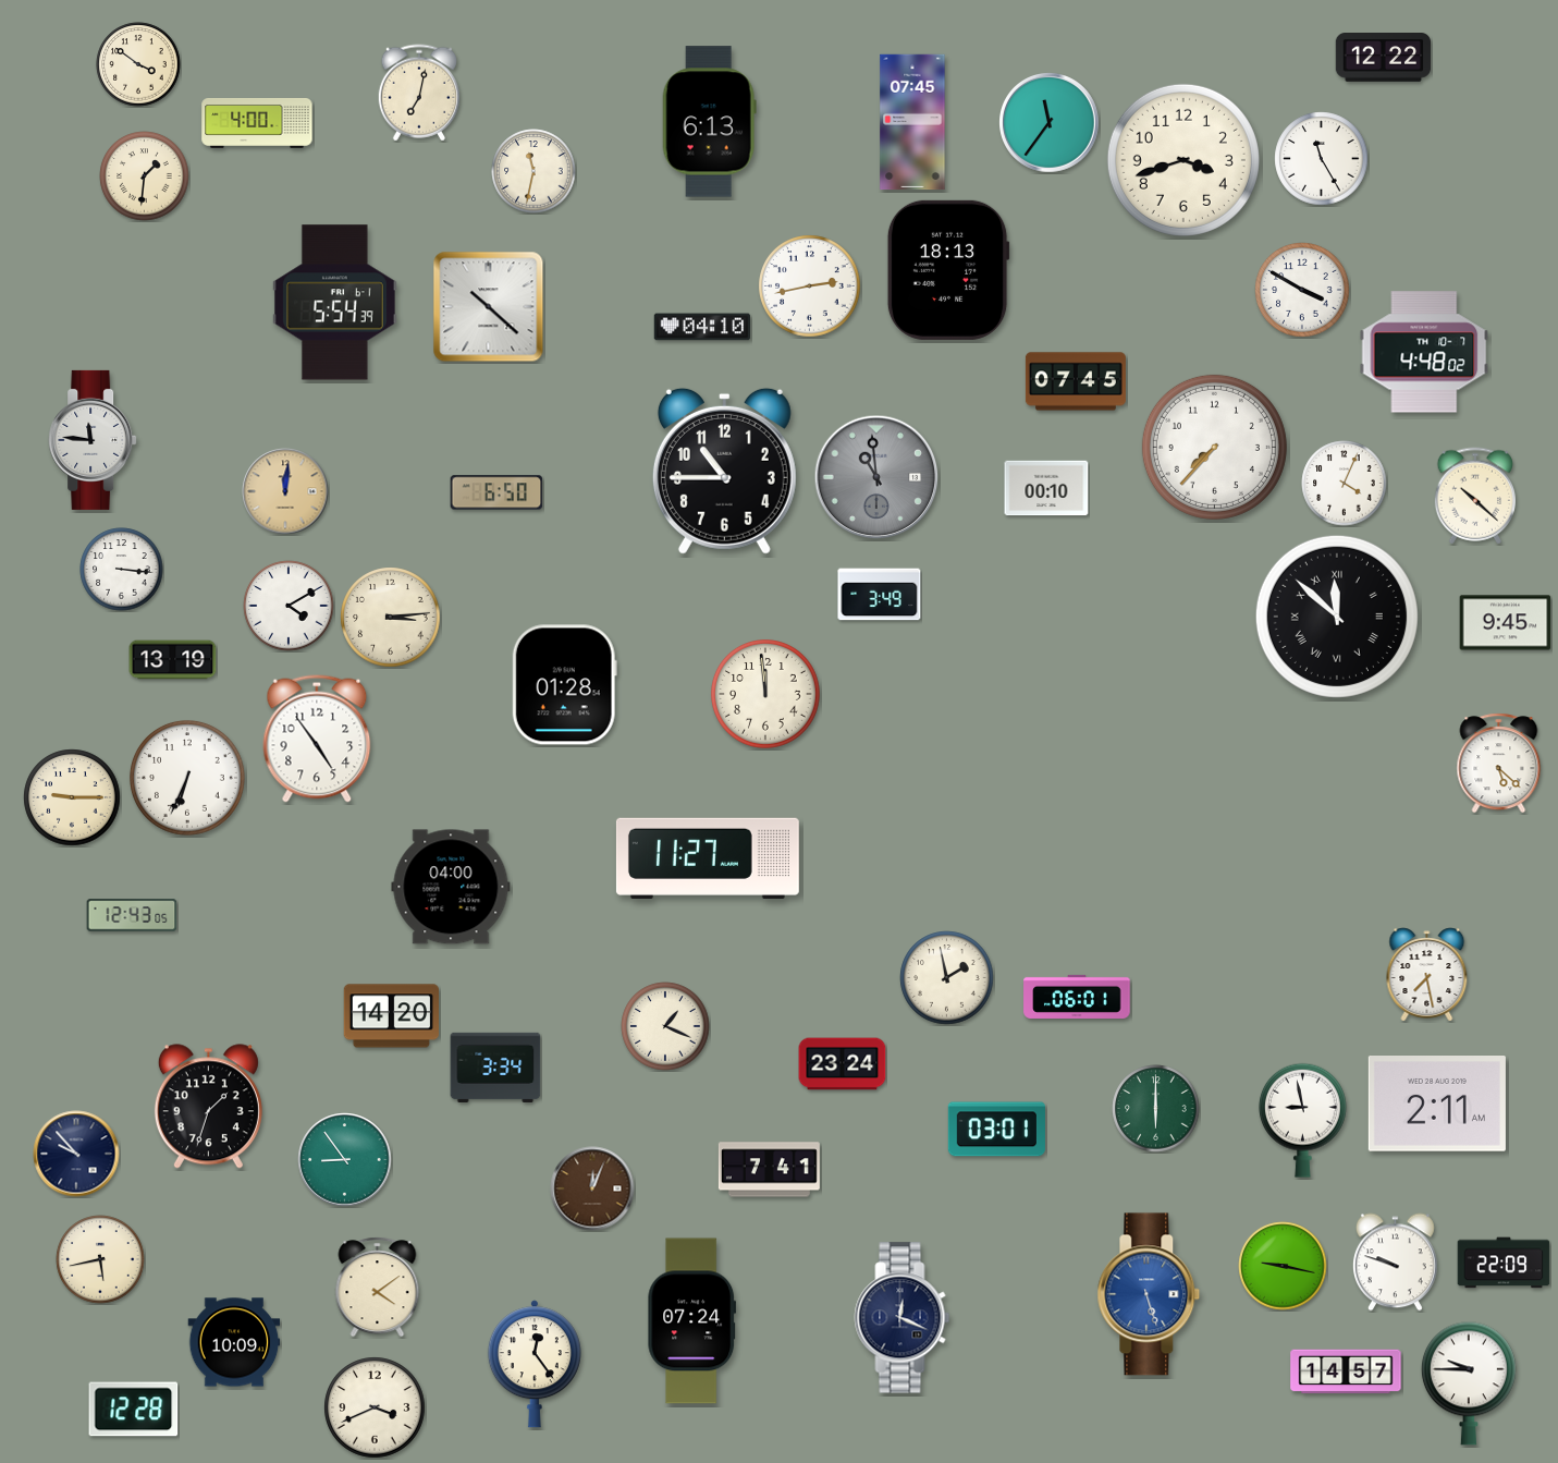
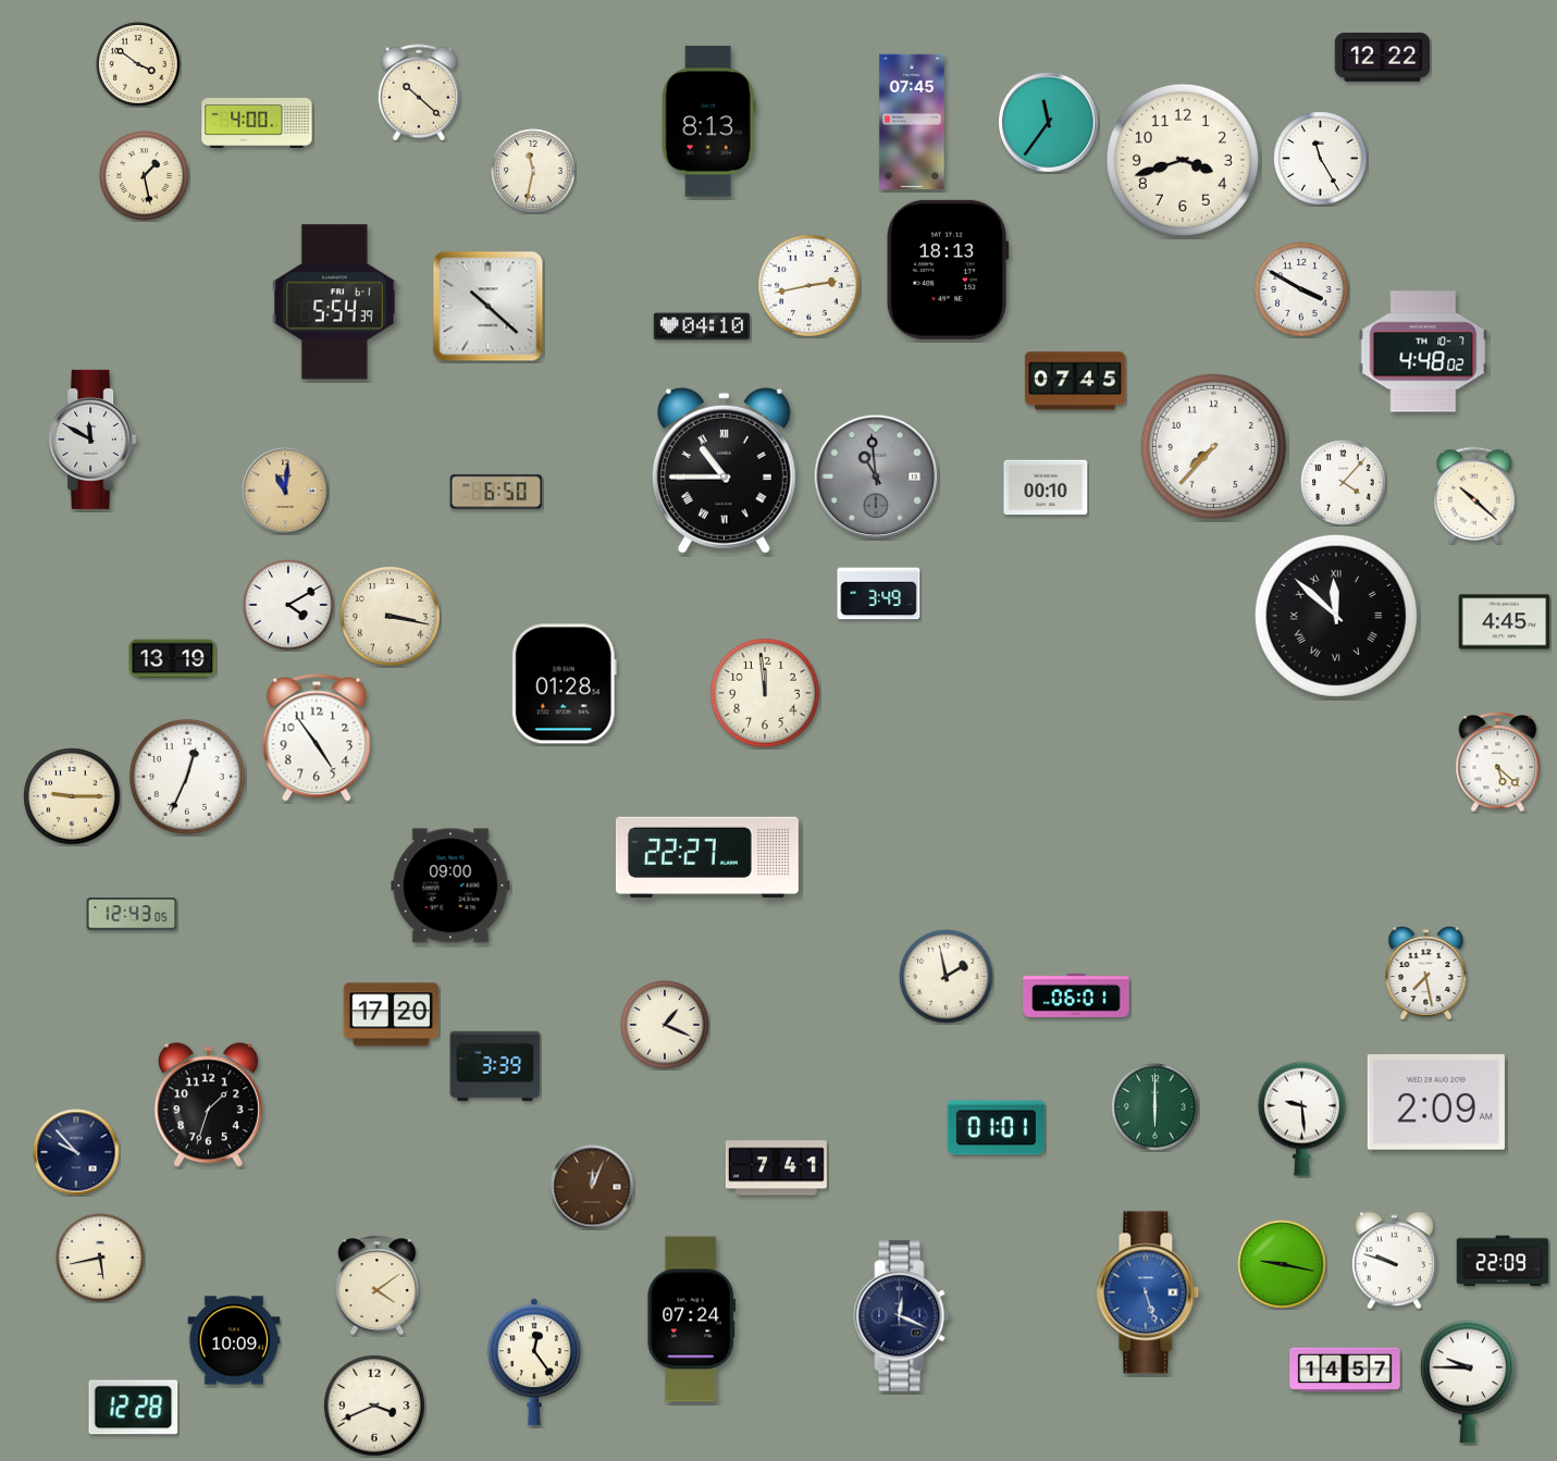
clock at (418, 93): 7:02 -> 10:22
clock at (709, 122): 6:13 -> 8:13
clock at (145, 176): 1:31 -> 1:28
clock at (93, 440): 11:46 -> 11:50
clock at (724, 471) numerals: Arabic -> Roman
clock at (1345, 484): 4:04 -> 4:07
clock at (285, 491): 12:01 -> 11:01
clock at (122, 570): 3:16 -> none
clock at (391, 618): 3:14 -> 3:17
clock at (1506, 623): 9:45 -> 4:45
clock at (187, 778): 6:34 -> 12:34
clock at (708, 857): 11:27 -> 22:27
clock at (451, 887): 04:00 -> 09:00
clock at (391, 1016): 14:20 -> 17:20
clock at (843, 1064): 23:24 -> none
clock at (495, 1068): 3:34 -> 3:39
clock at (1437, 1105): 2:11 -> 2:09
clock at (1302, 1120): 8:58 -> 9:29
clock at (996, 1130): 03:01 -> 01:01
clock at (345, 1160): 8:54 -> none
clock at (769, 1170) position: (769, 1170) -> (776, 1168)
